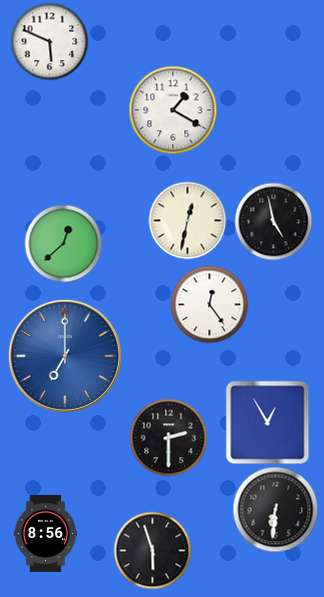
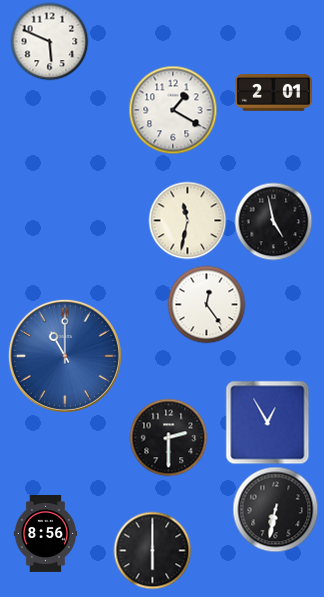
clock at (273, 93): none -> 2:01
clock at (187, 220): 12:32 -> 11:32
clock at (63, 243): 12:38 -> none
clock at (209, 304) position: (209, 304) -> (206, 304)
clock at (65, 356): 7:00 -> 11:00
clock at (275, 509): 6:31 -> 6:32
clock at (152, 550): 5:57 -> 6:00
